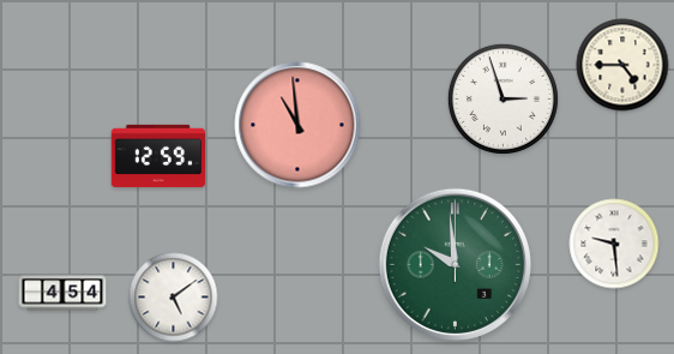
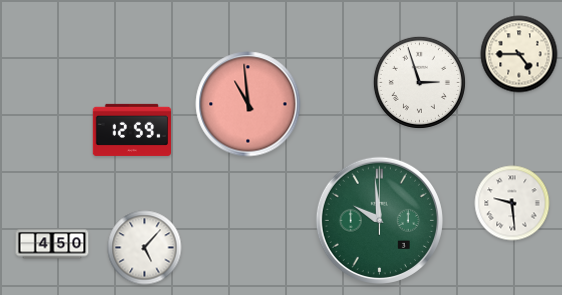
clock at (62, 293): 4:54 -> 4:50
clock at (174, 298): 5:09 -> 5:07
